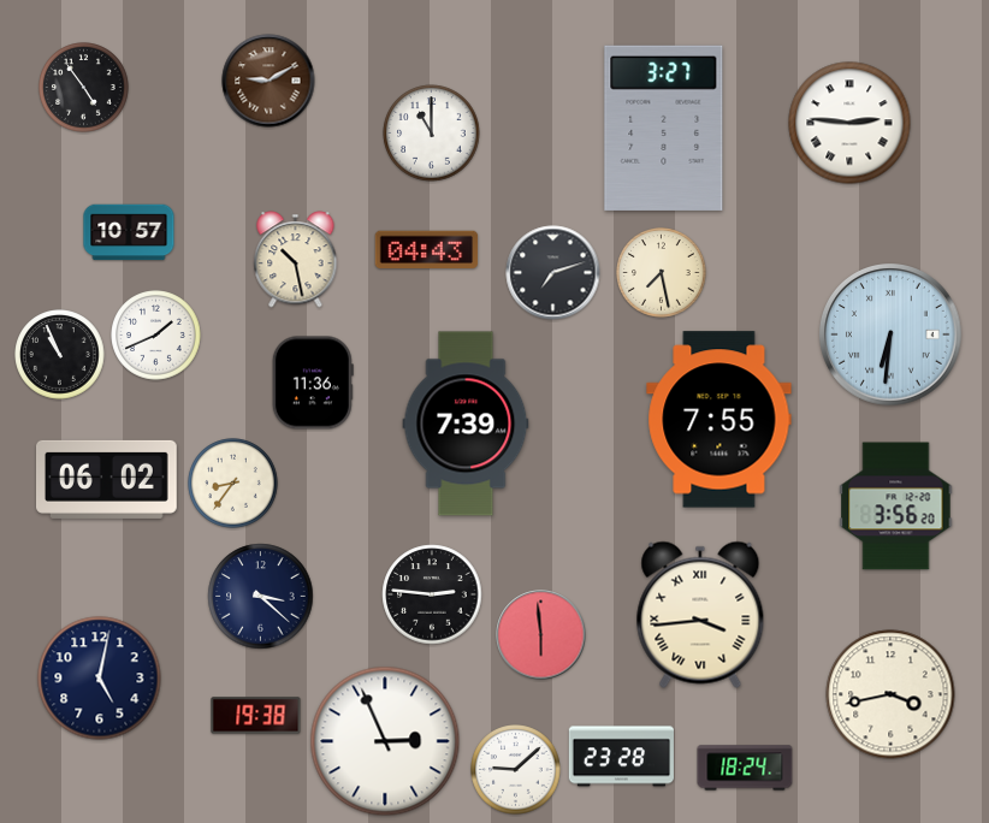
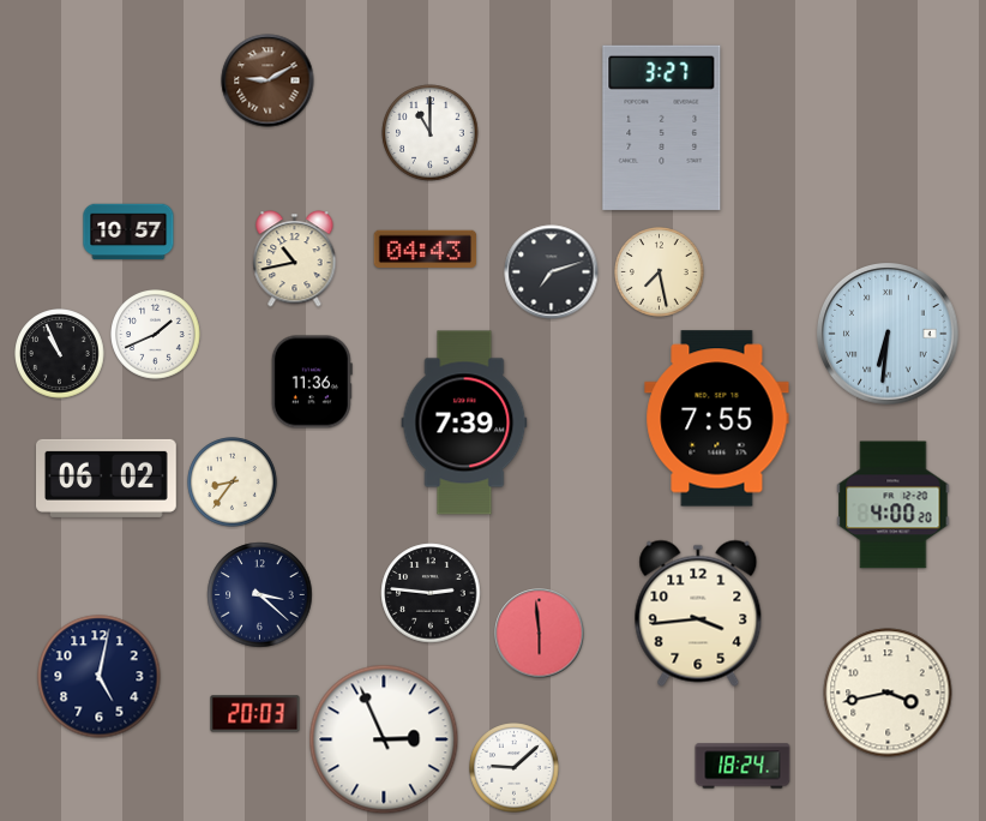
clock at (84, 88): 4:54 -> none
clock at (849, 123): 2:46 -> none
clock at (296, 260): 10:28 -> 10:43
clock at (896, 507): 3:56 -> 4:00
clock at (700, 615) numerals: Roman -> Arabic
clock at (256, 716): 19:38 -> 20:03
clock at (621, 757): 23:28 -> none
